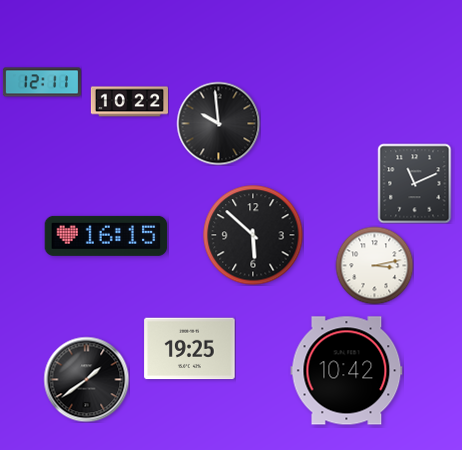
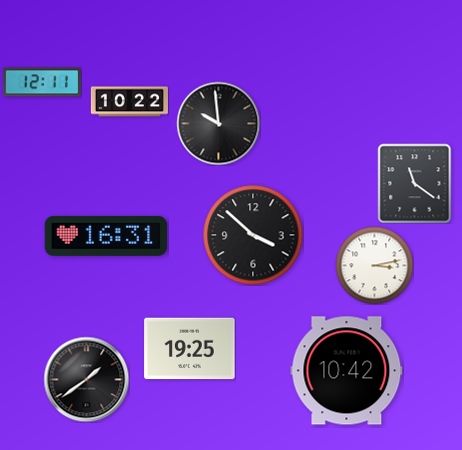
clock at (415, 183): 11:11 -> 11:21
clock at (253, 235): 5:52 -> 3:52
clock at (106, 236): 16:15 -> 16:31
